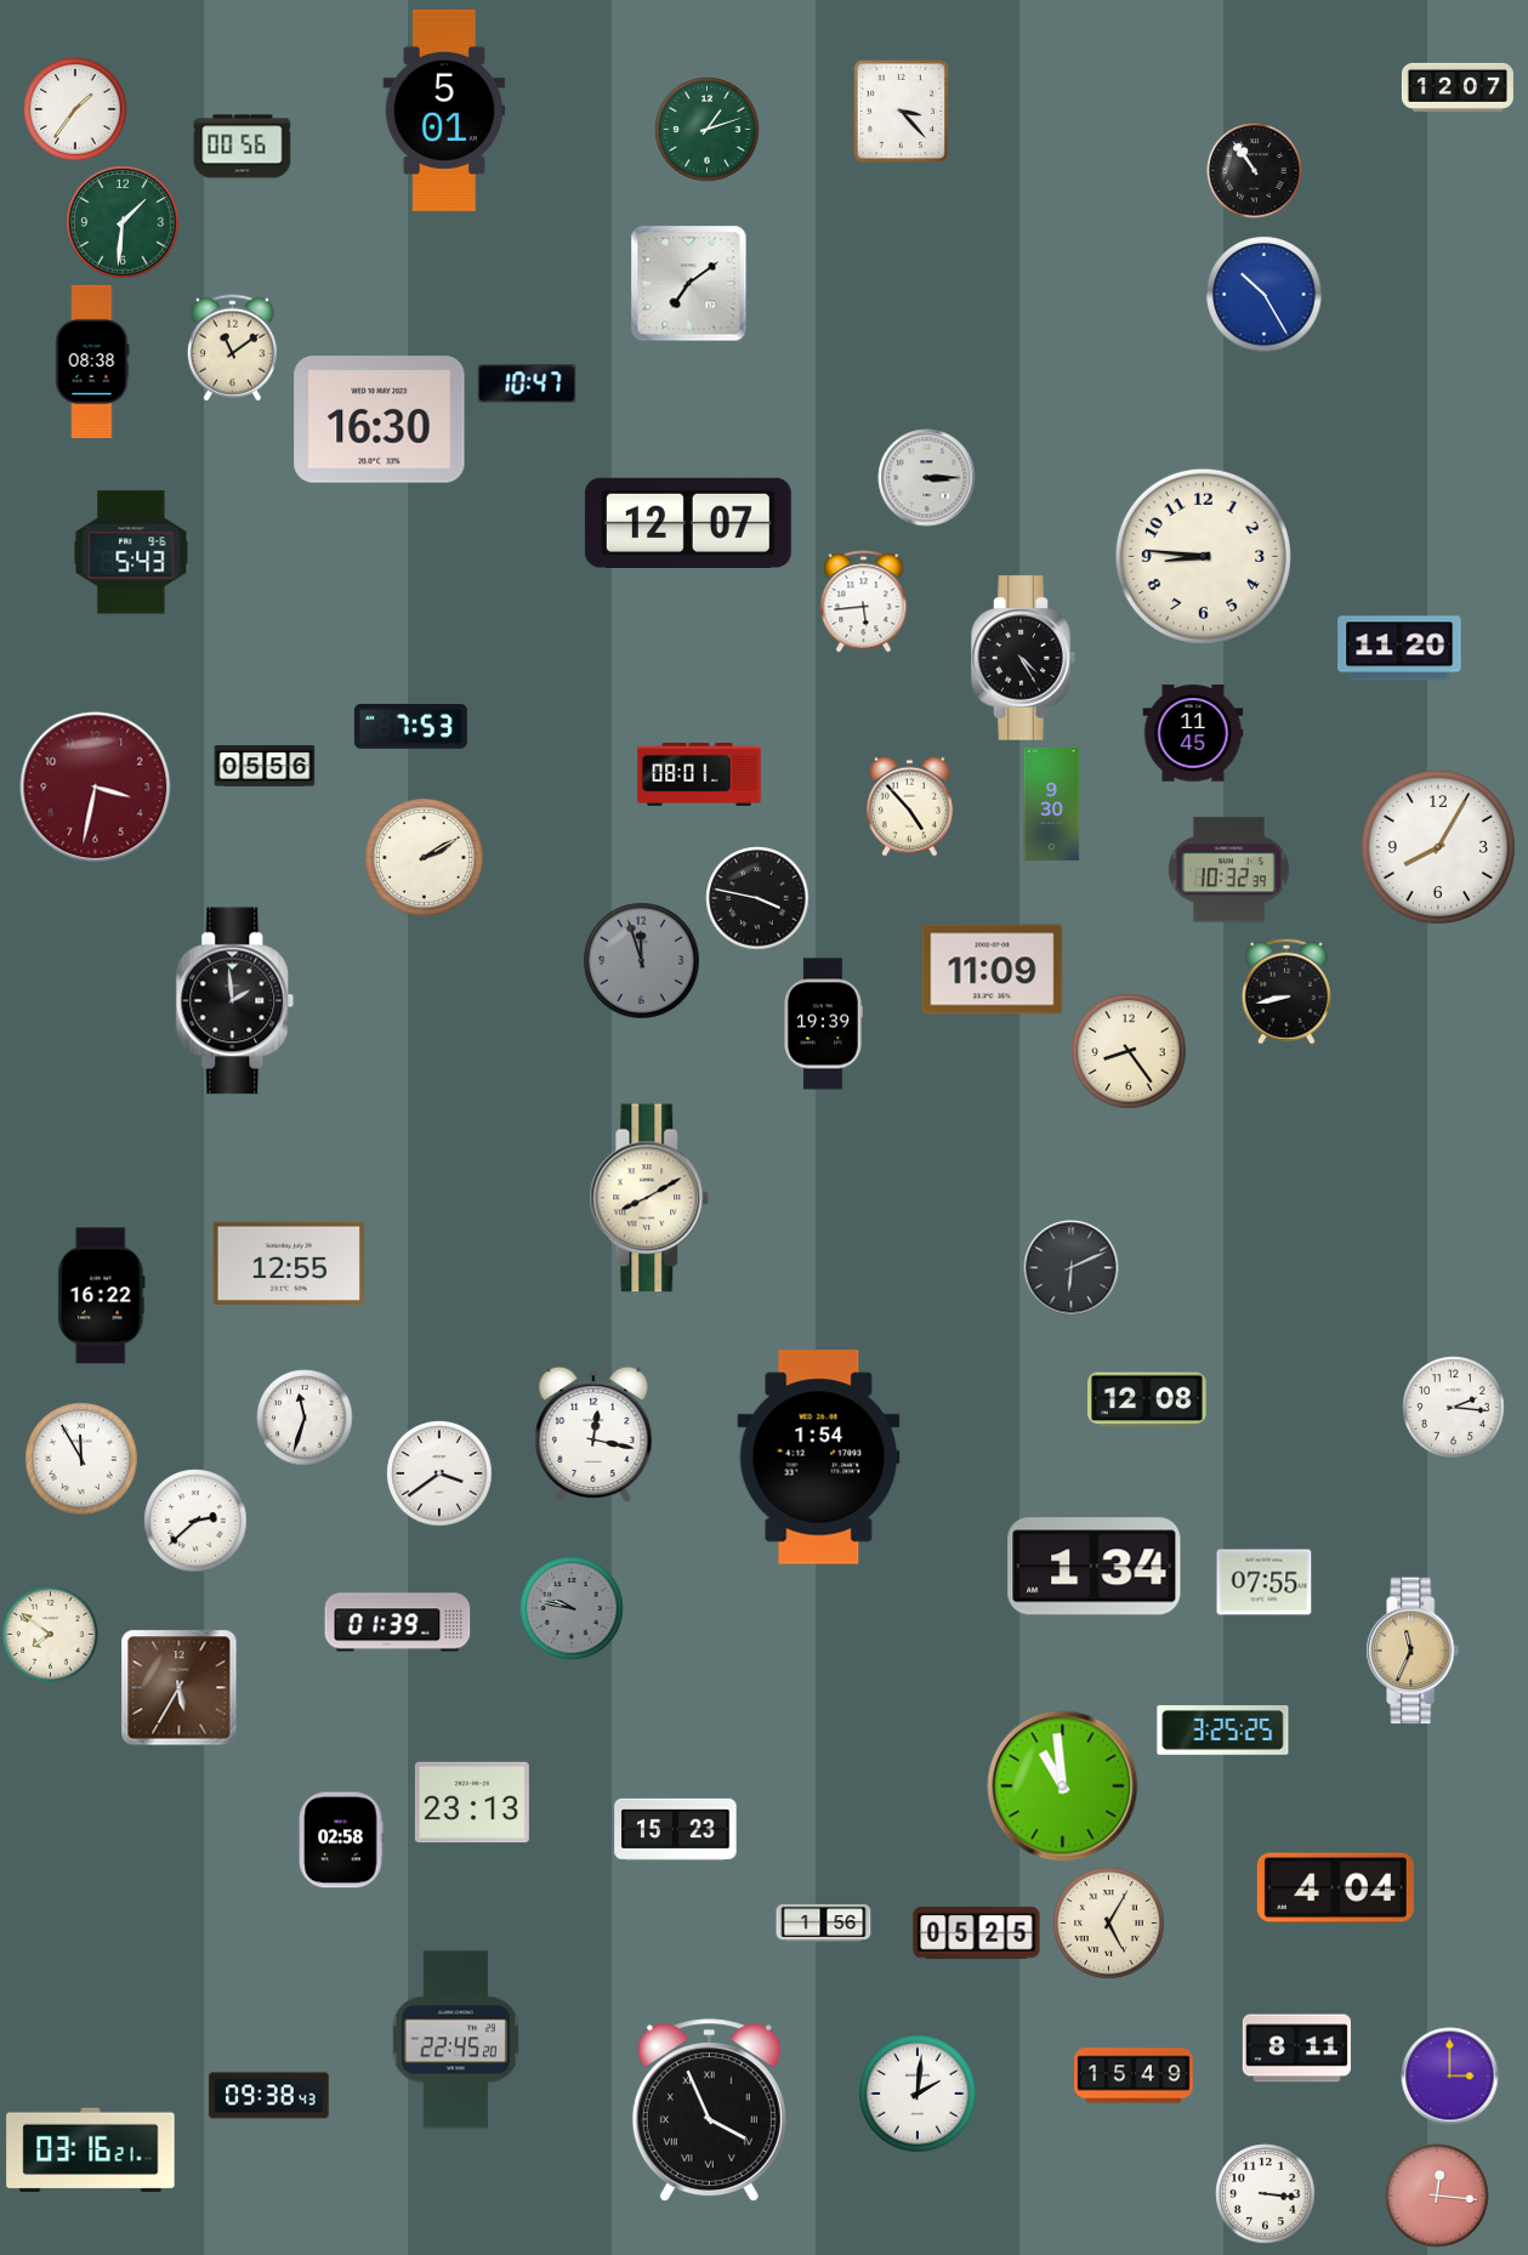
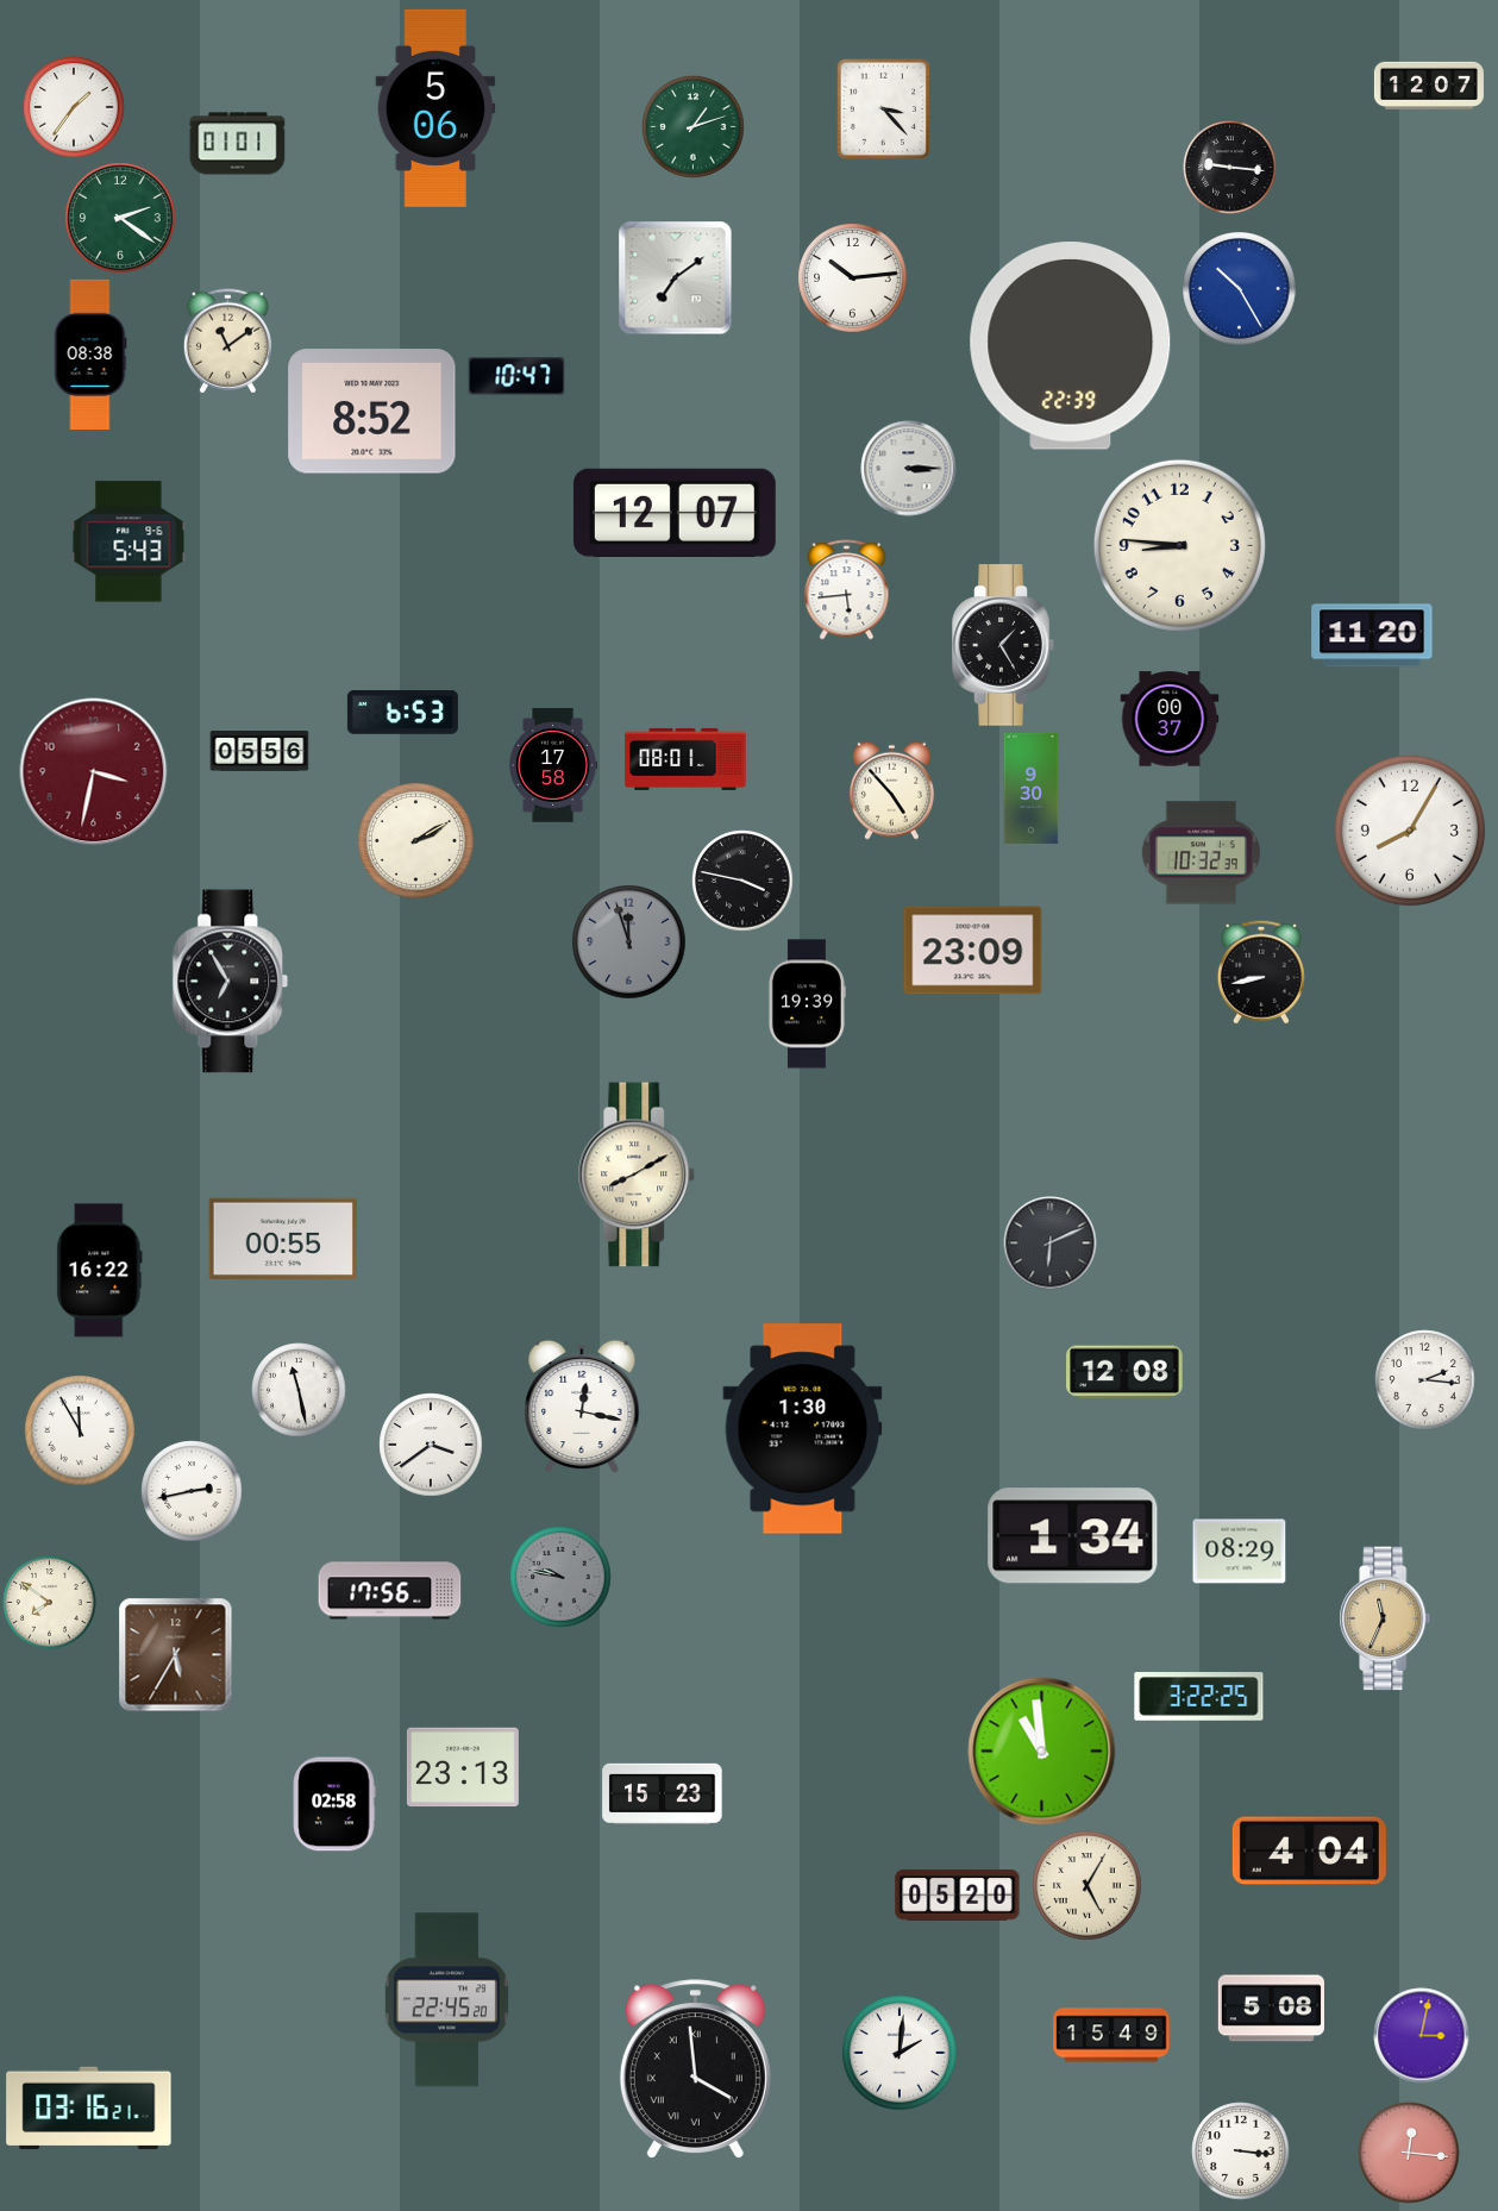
clock at (444, 110): 5:01 -> 5:06
clock at (243, 147): 00:56 -> 01:01
clock at (1255, 171): 10:54 -> 9:16
clock at (123, 222): 1:31 -> 2:21
clock at (853, 278): none -> 10:14
clock at (1071, 346): none -> 22:39
clock at (380, 420): 16:30 -> 8:52
clock at (1023, 658): 4:25 -> 1:25
clock at (410, 727): 7:53 -> 6:53
clock at (1193, 733): 11:45 -> 00:37
clock at (554, 765): none -> 17:58
clock at (1228, 870) position: (1228, 870) -> (1201, 853)
clock at (993, 970): 11:09 -> 23:09
clock at (235, 1001): 1:59 -> 6:55
clock at (1129, 1051): 8:24 -> none
clock at (288, 1262): 12:55 -> 00:55
clock at (305, 1418): 11:33 -> 11:28
clock at (819, 1458): 1:54 -> 1:30
clock at (195, 1521): 2:38 -> 2:43
clock at (1265, 1583): 07:55 -> 08:29
clock at (398, 1623): 01:39 -> 17:56
clock at (1223, 1731): 3:25 -> 3:22
clock at (824, 1924): 1:56 -> none
clock at (977, 1933): 05:25 -> 05:20
clock at (1296, 2049): 8:11 -> 5:08
clock at (1450, 2077): 3:00 -> 3:02
clock at (269, 2096): 09:38 -> none
clock at (709, 2111): 3:56 -> 3:59
